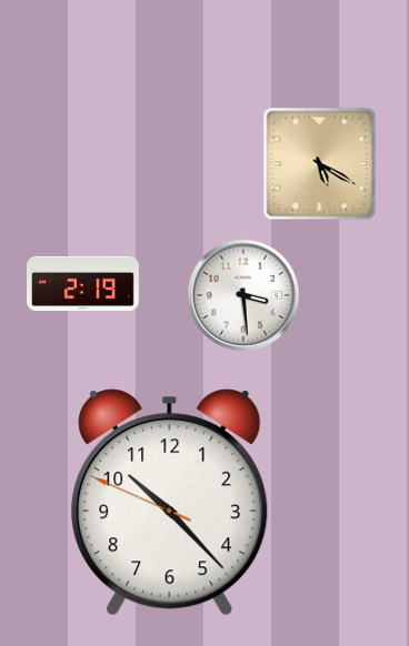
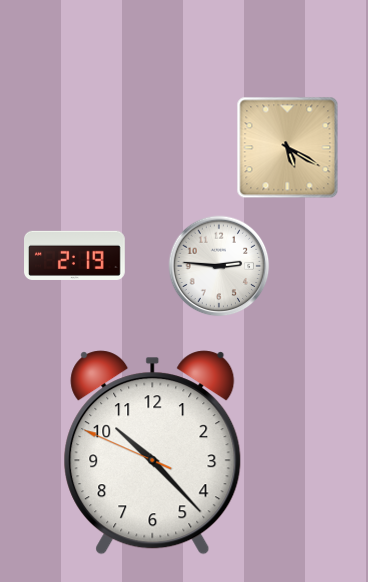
clock at (243, 295): 3:29 -> 2:46
